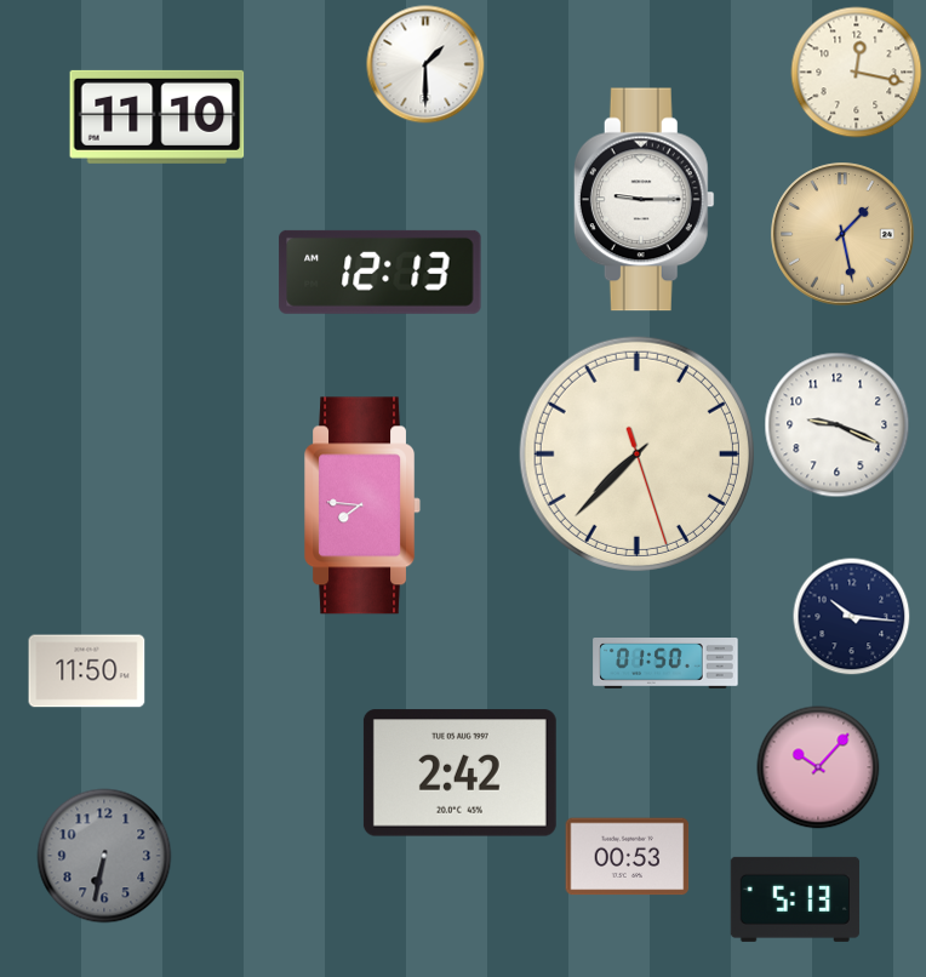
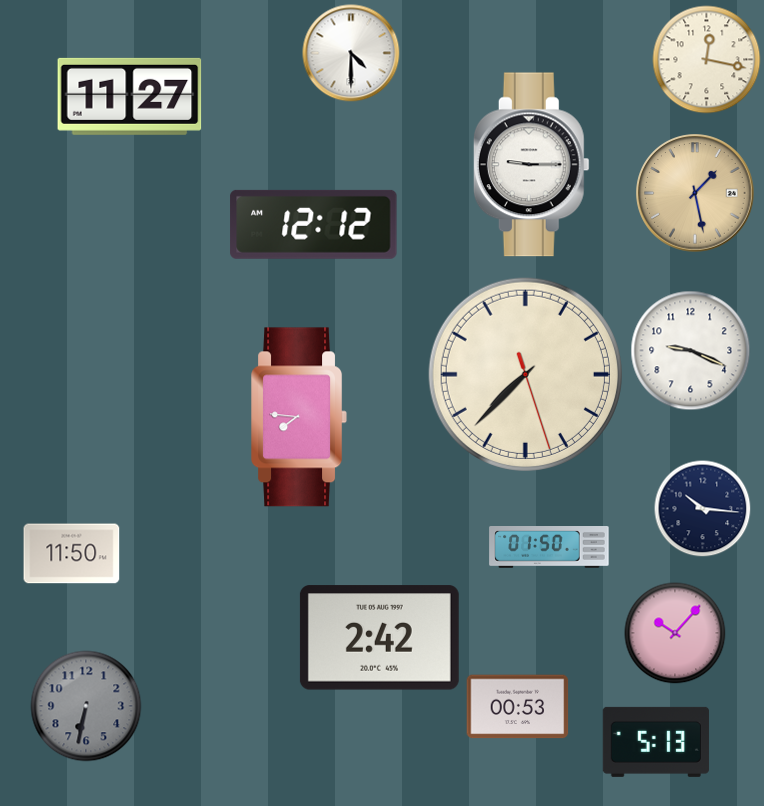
clock at (425, 64): 1:30 -> 4:30
clock at (158, 116): 11:10 -> 11:27
clock at (381, 272): 12:13 -> 12:12
